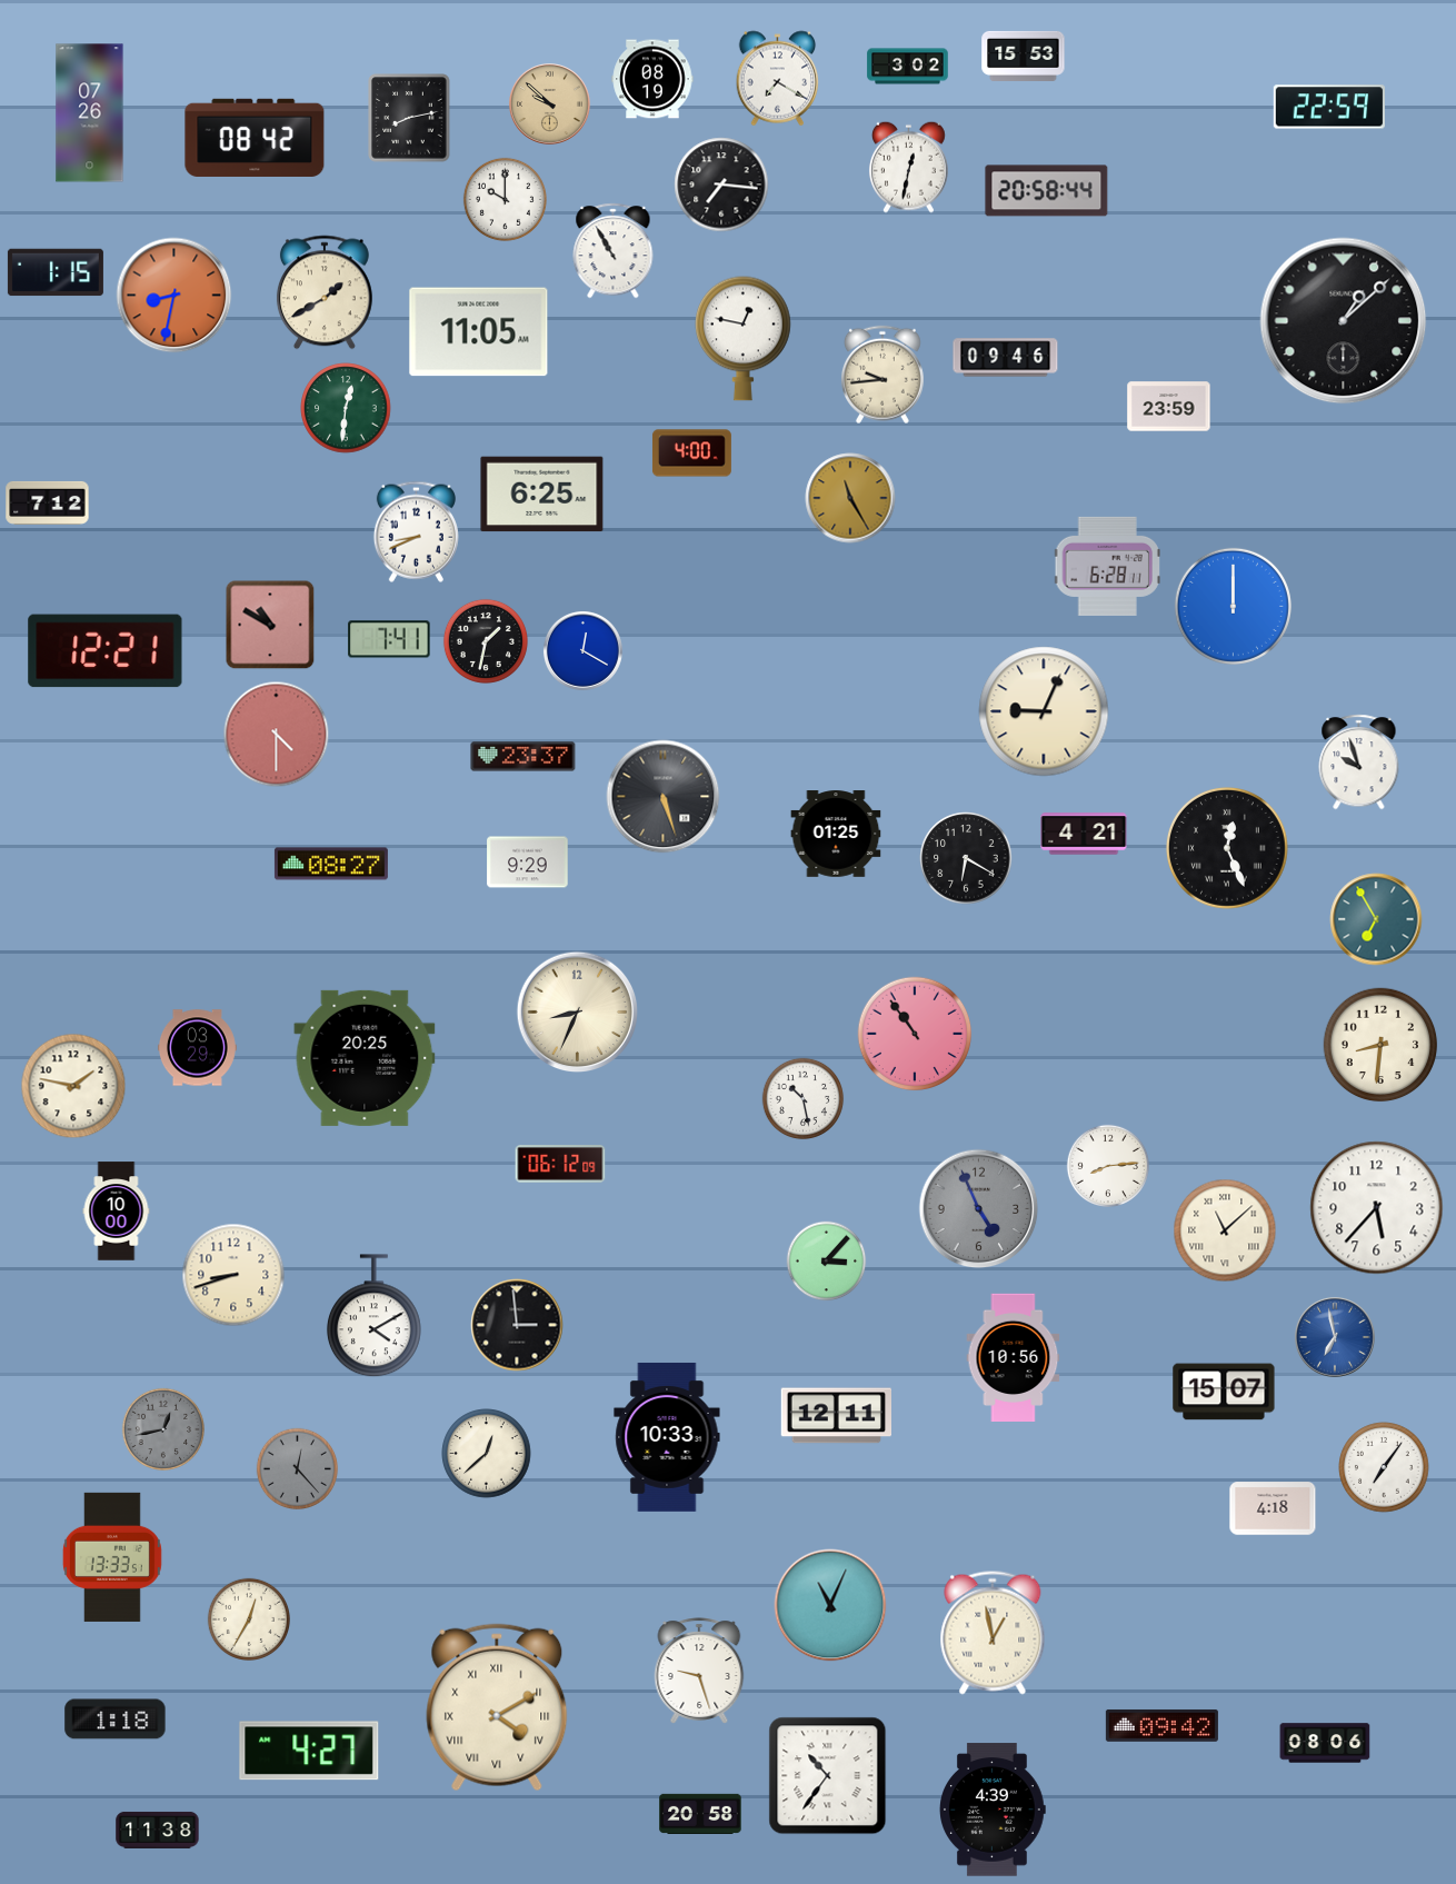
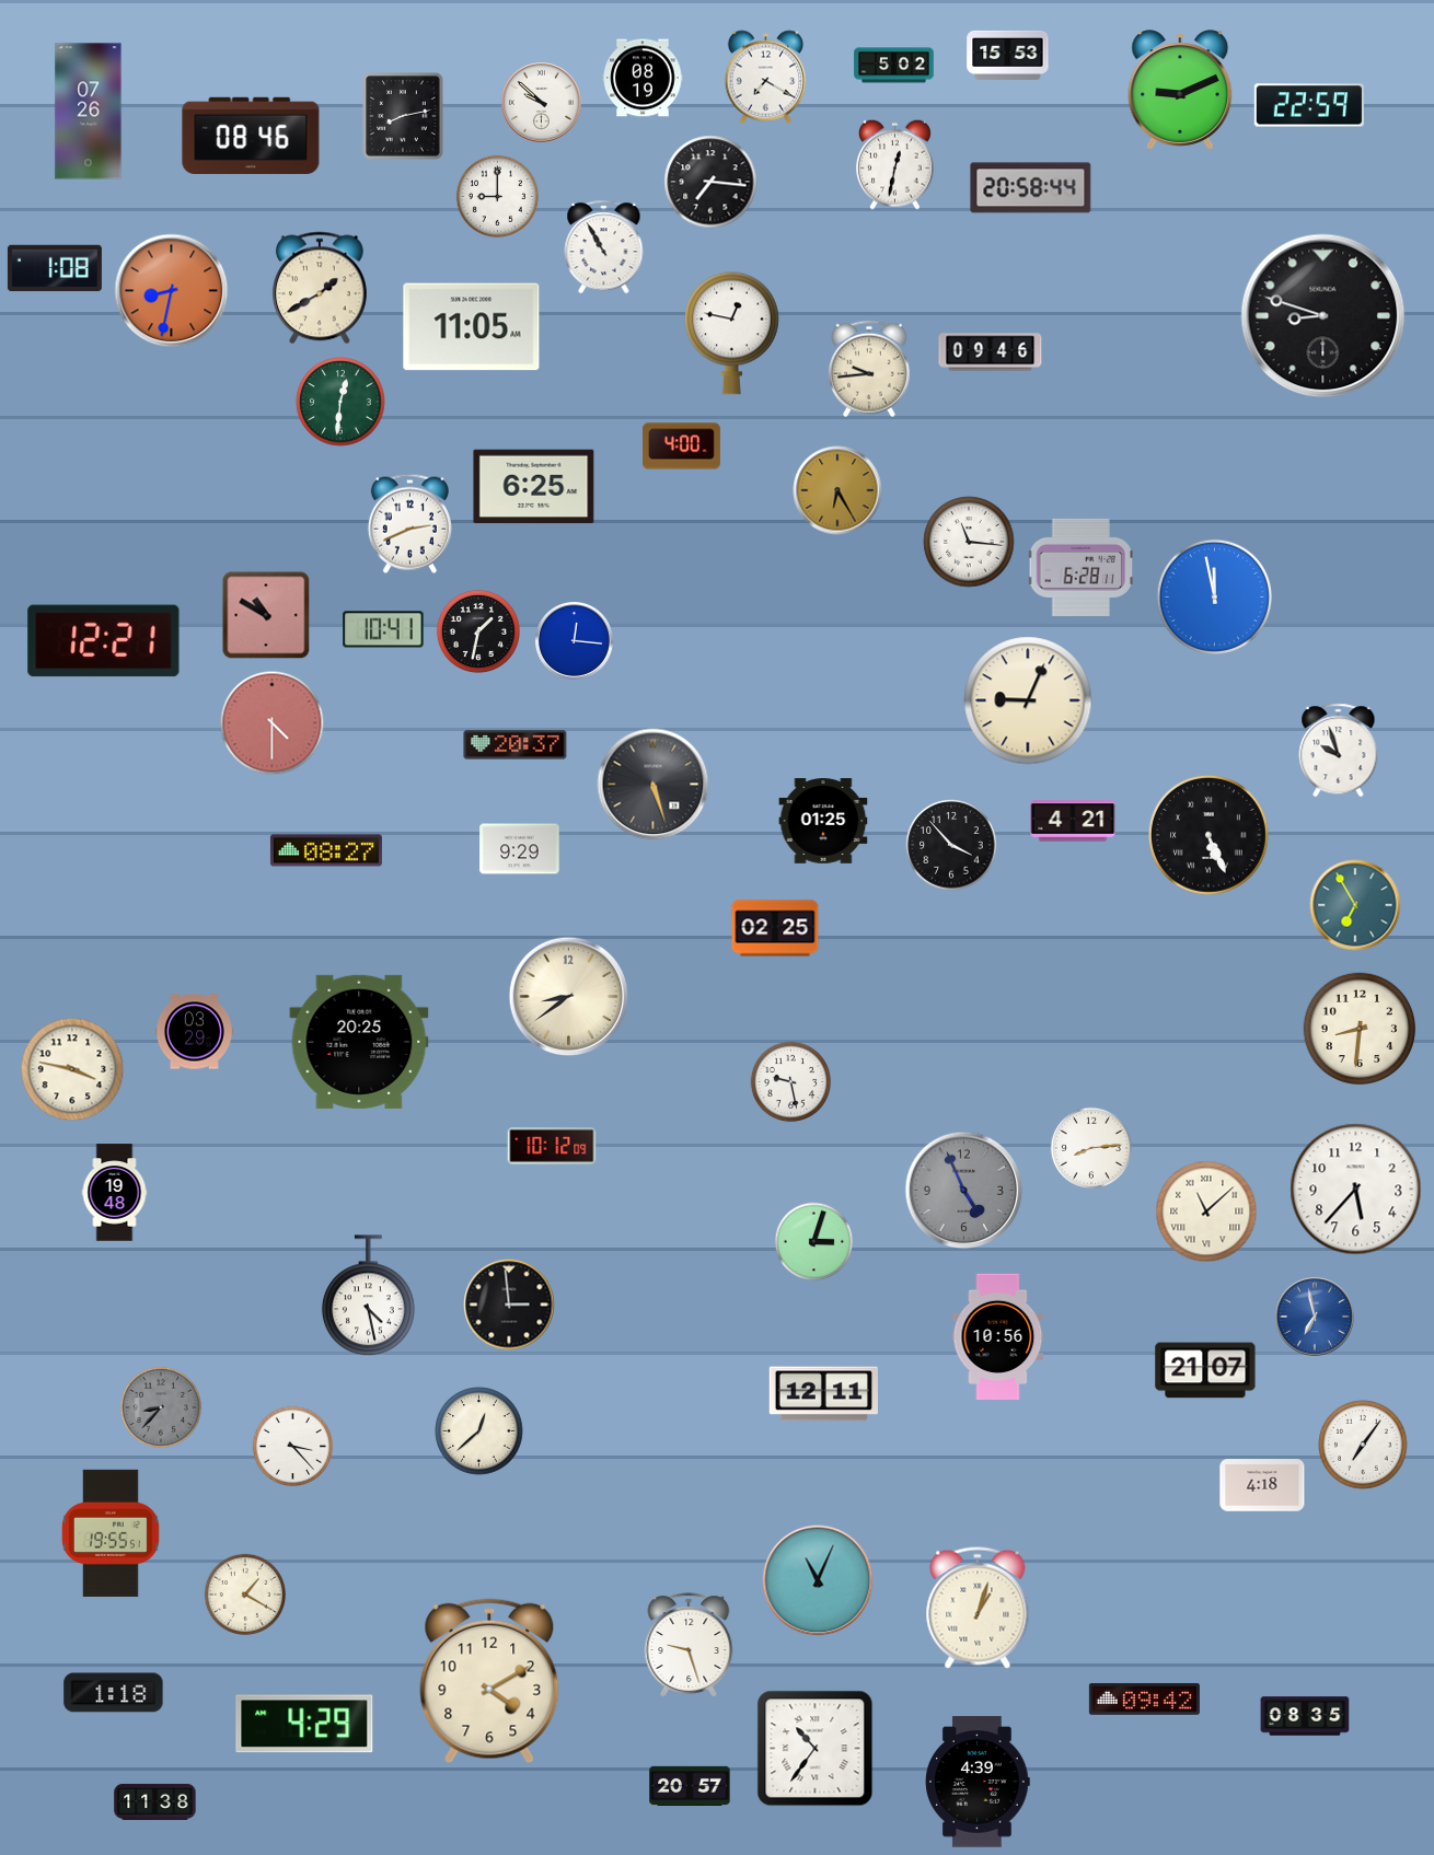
clock at (908, 67): 3:02 -> 5:02
clock at (1180, 90): none -> 9:11
clock at (550, 104) dial: champagne -> white
clock at (255, 138): 08:42 -> 08:46
clock at (505, 199): 10:00 -> 9:00
clock at (56, 272): 1:15 -> 1:08
clock at (1344, 321): 1:08 -> 8:48
clock at (1169, 407): 23:59 -> none
clock at (850, 498): 11:25 -> 6:25
clock at (48, 502): 7:12 -> none
clock at (416, 531): 8:41 -> 2:41
clock at (969, 542): none -> 11:16
clock at (1107, 566) position: (1107, 566) -> (1080, 567)
clock at (1233, 606): 12:00 -> 11:58
clock at (389, 639): 7:41 -> 10:41
clock at (582, 650): 12:20 -> 12:16
clock at (523, 757): 23:37 -> 20:37
clock at (1084, 834) position: (1084, 834) -> (1073, 821)
clock at (1227, 848): 12:26 -> 5:26
clock at (966, 858): 6:20 -> 3:53
clock at (775, 928): none -> 02:25
clock at (578, 1013): 8:34 -> 8:39
clock at (915, 1034): 10:54 -> none
clock at (73, 1086): 1:47 -> 3:47
clock at (804, 1099): 10:28 -> 9:28
clock at (560, 1165): 06:12 -> 10:12
clock at (117, 1212): 10:00 -> 19:48
clock at (827, 1262): 3:07 -> 3:03
clock at (233, 1275): 8:42 -> none
clock at (373, 1316): 4:10 -> 4:28
clock at (1224, 1392): 15:07 -> 21:07
clock at (162, 1428): 12:43 -> 8:37
clock at (667, 1437): 10:33 -> none
clock at (298, 1469): 12:23 -> 3:23
clock at (298, 1469) dial: grey -> white
clock at (1273, 1508) position: (1273, 1508) -> (1262, 1485)
clock at (112, 1557): 13:33 -> 19:55
clock at (248, 1618): 12:35 -> 1:20
clock at (993, 1633): 12:58 -> 1:03
clock at (497, 1707) numerals: Roman -> Arabic
clock at (1325, 1743): 08:06 -> 08:35
clock at (309, 1751): 4:27 -> 4:29
clock at (700, 1813): 20:58 -> 20:57
